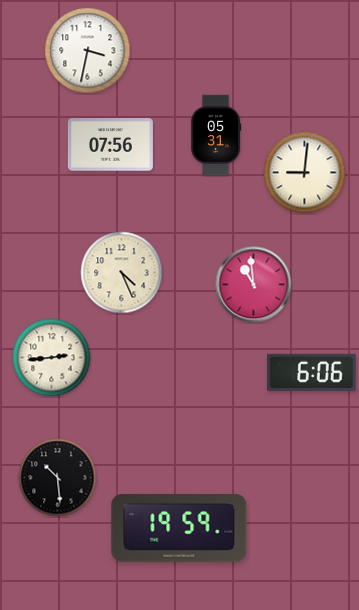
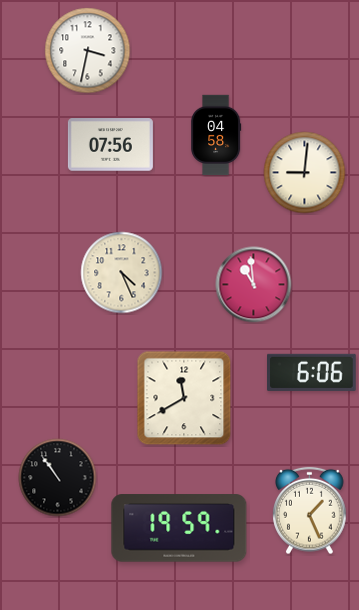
clock at (216, 135): 05:31 -> 04:58
clock at (52, 358): 2:44 -> none
clock at (184, 398): none -> 11:40
clock at (58, 478): 10:29 -> 10:54
clock at (310, 511): none -> 1:26
